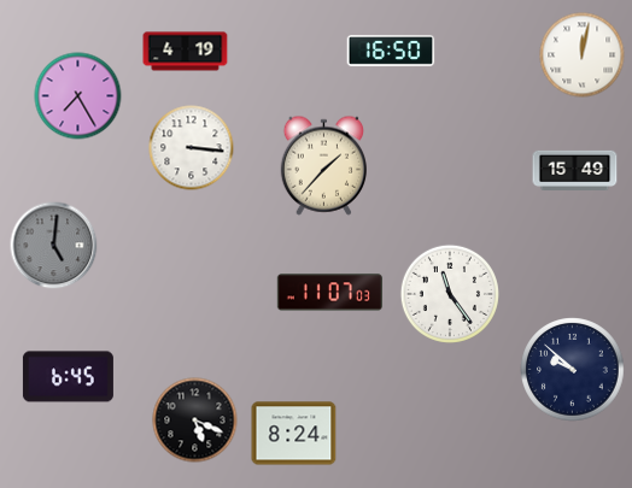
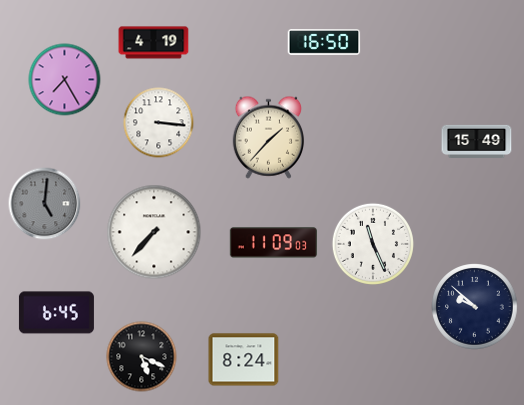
clock at (583, 55): 12:02 -> none
clock at (154, 232): none -> 7:37
clock at (329, 293): 11:07 -> 11:09
clock at (450, 294): 11:24 -> 11:26
clock at (195, 421) position: (195, 421) -> (142, 357)
